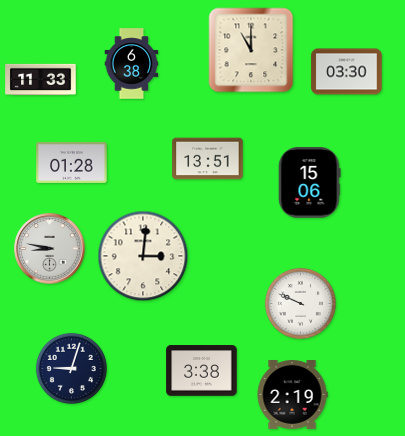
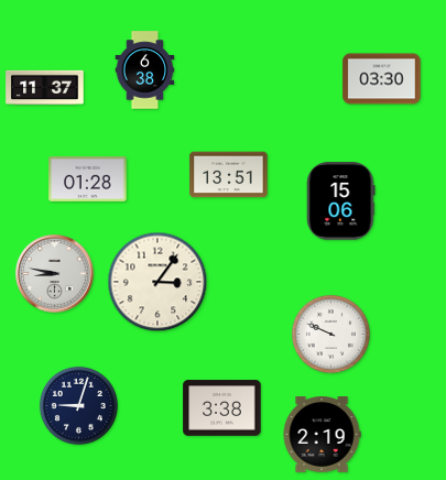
clock at (251, 50): 11:00 -> none
clock at (41, 80): 11:33 -> 11:37
clock at (72, 162) position: (72, 162) -> (88, 178)
clock at (143, 256): 3:01 -> 3:06
